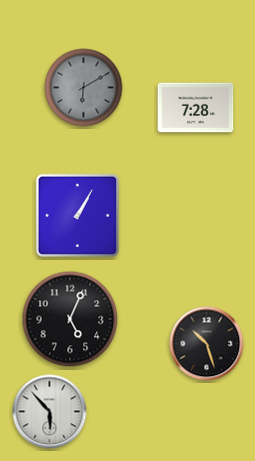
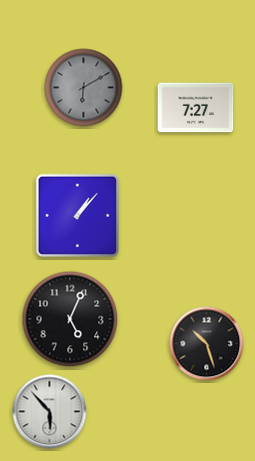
clock at (196, 108): 7:28 -> 7:27
clock at (78, 216): 1:05 -> 1:07
